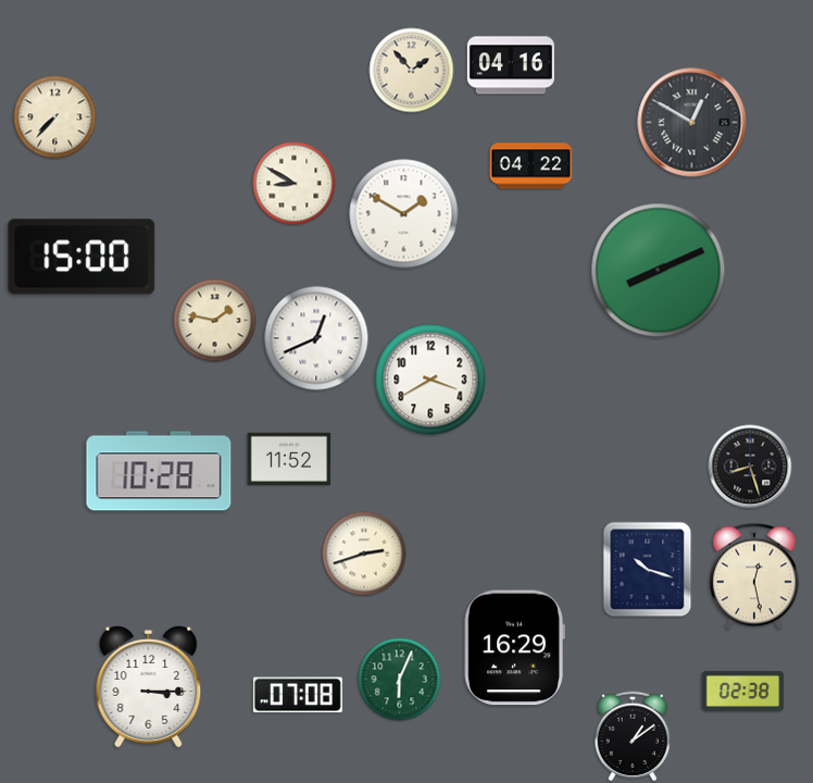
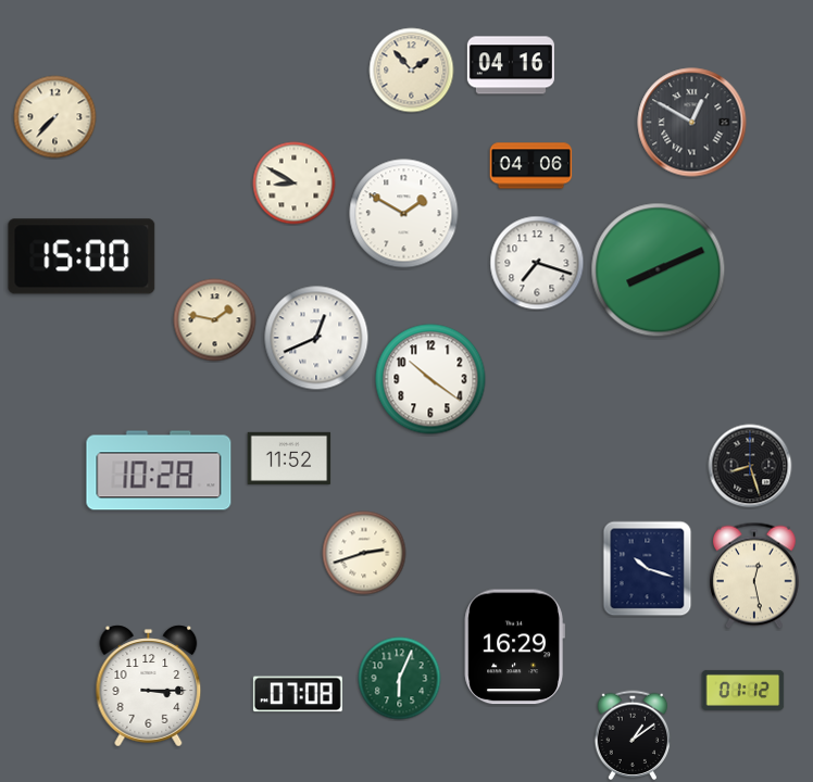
clock at (531, 166): 04:22 -> 04:06
clock at (537, 263): none -> 7:18
clock at (430, 380): 3:40 -> 10:21
clock at (743, 691): 02:38 -> 01:12
